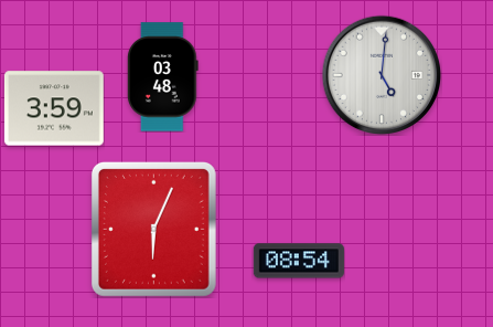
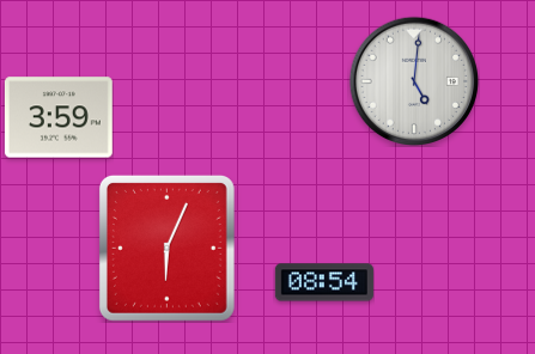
clock at (163, 77): 03:48 -> none
